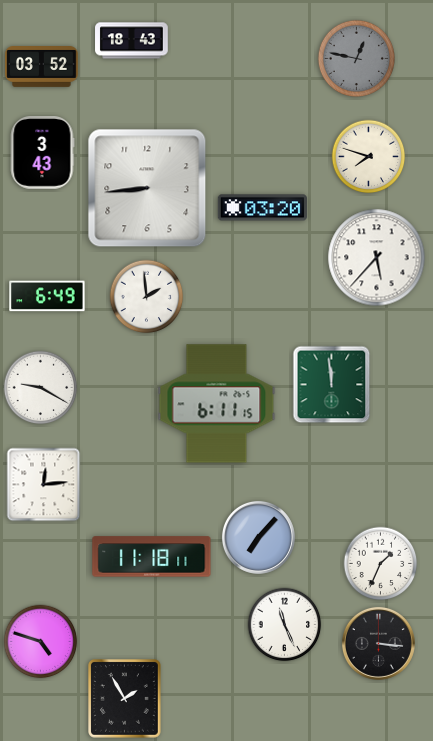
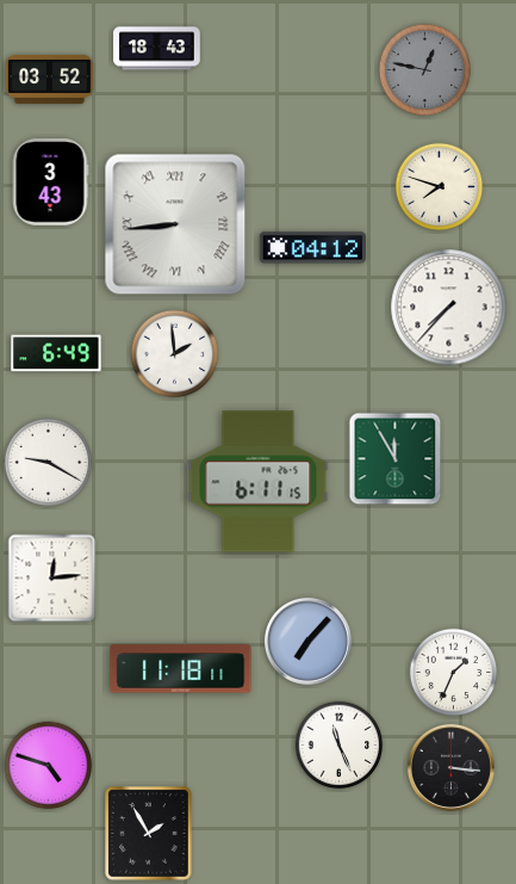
clock at (147, 188) numerals: Arabic -> Roman
clock at (262, 208): 03:20 -> 04:12
clock at (377, 258): 5:37 -> 7:37
clock at (332, 385): 11:59 -> 11:55
clock at (152, 557) position: (152, 557) -> (181, 669)
